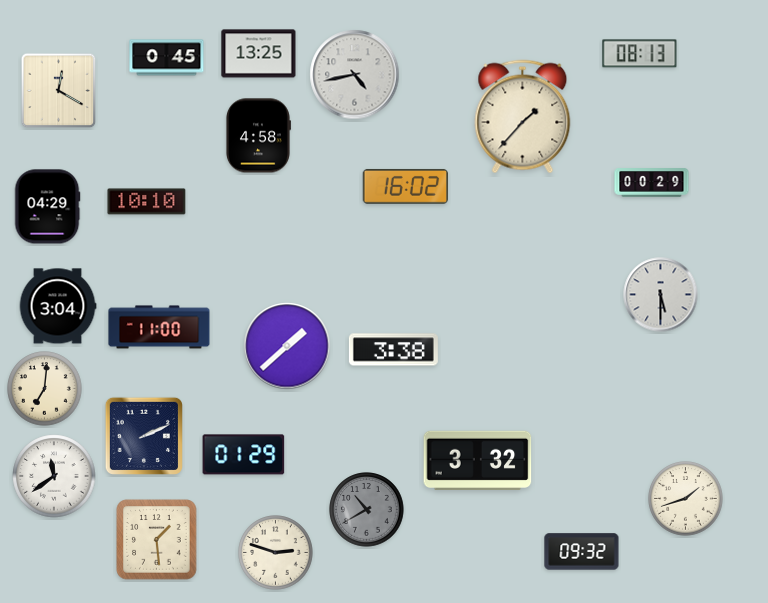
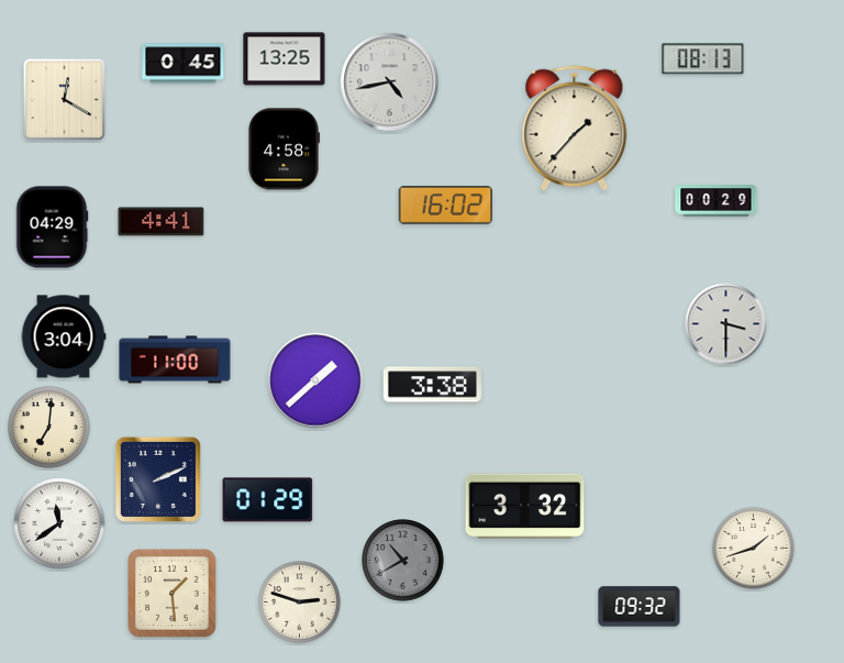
clock at (147, 202): 10:10 -> 4:41
clock at (661, 295): 5:30 -> 3:30
clock at (276, 553) position: (276, 553) -> (300, 603)
